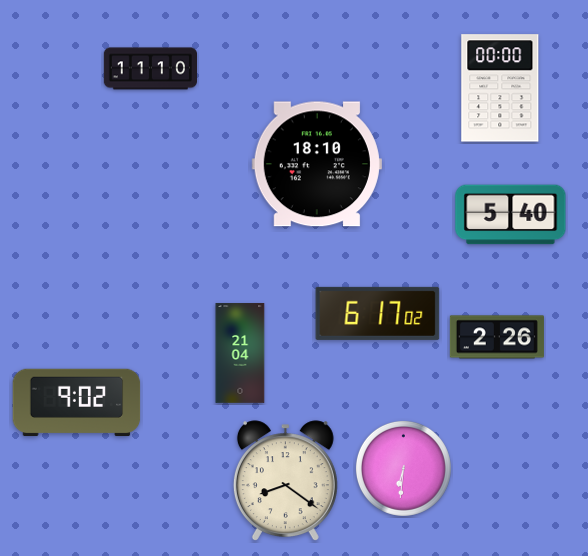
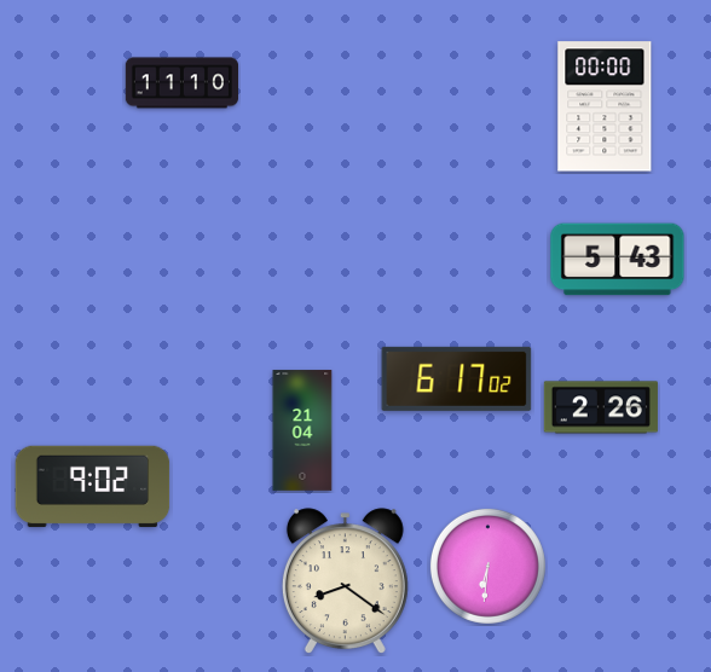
clock at (317, 164): 18:10 -> none
clock at (511, 215): 5:40 -> 5:43
clock at (240, 353) position: (240, 353) -> (302, 430)
